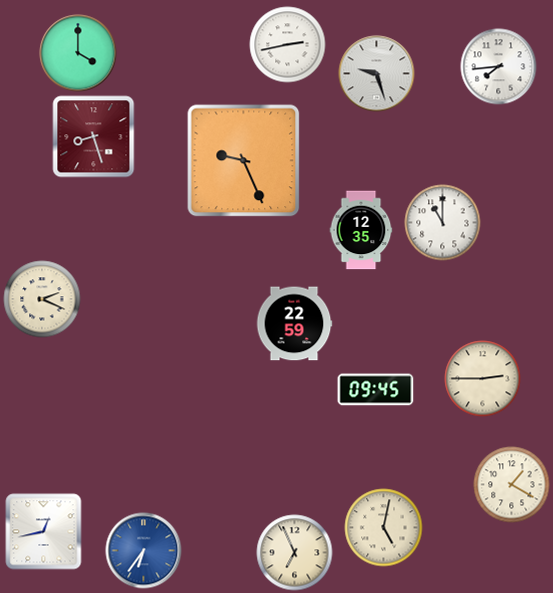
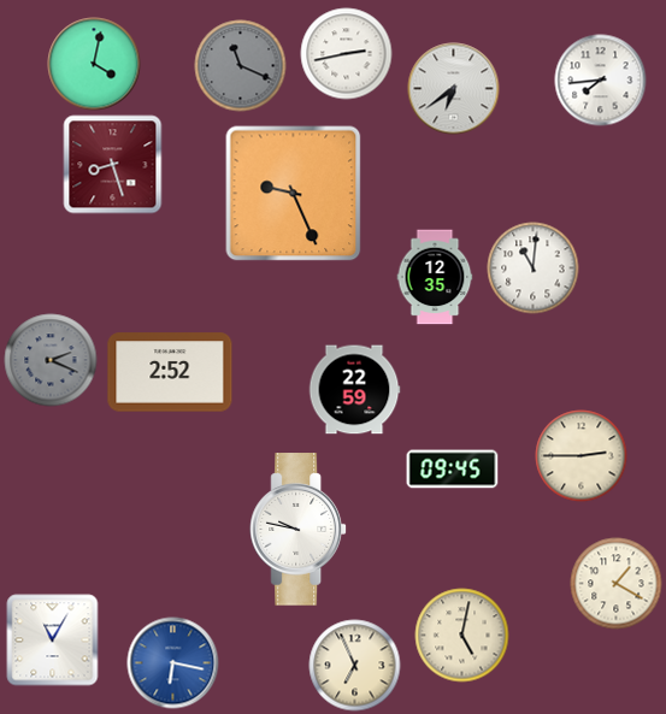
clock at (78, 53): 4:00 -> 4:02
clock at (241, 66): none -> 11:19
clock at (377, 74): 9:27 -> 6:39
clock at (443, 223): 11:00 -> 11:01
clock at (42, 299) dial: cream -> grey
clock at (170, 372): none -> 2:52
clock at (299, 530): none -> 9:47
clock at (44, 532): 12:43 -> 11:05
clock at (144, 551): 6:36 -> 6:17
